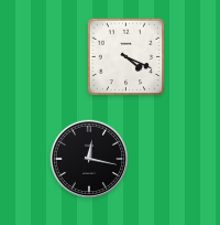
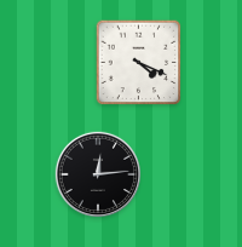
clock at (88, 158): 12:17 -> 12:14
